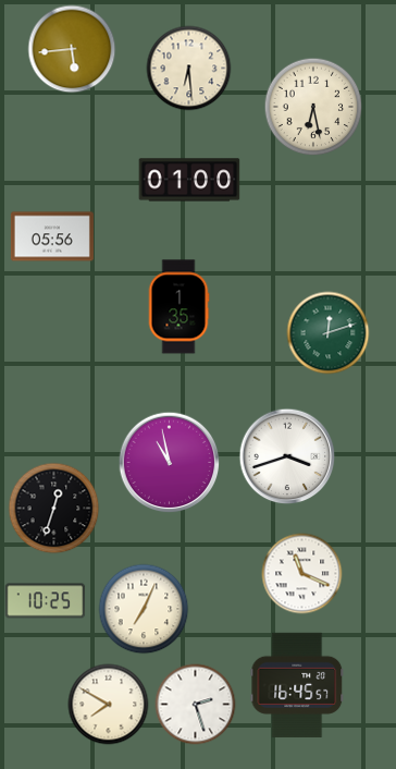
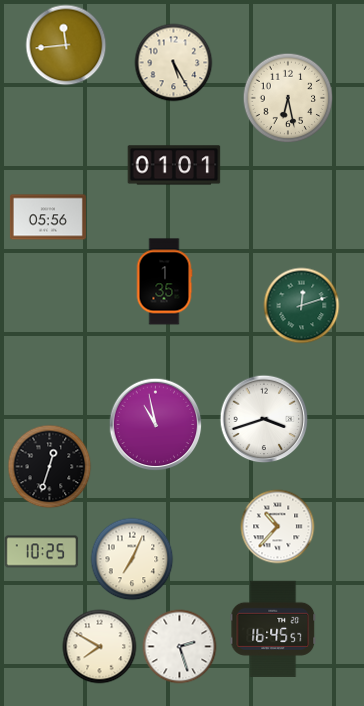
clock at (72, 49): 5:44 -> 11:44
clock at (189, 69): 6:29 -> 5:25
clock at (189, 180): 01:00 -> 01:01
clock at (302, 574): 11:19 -> 10:37
